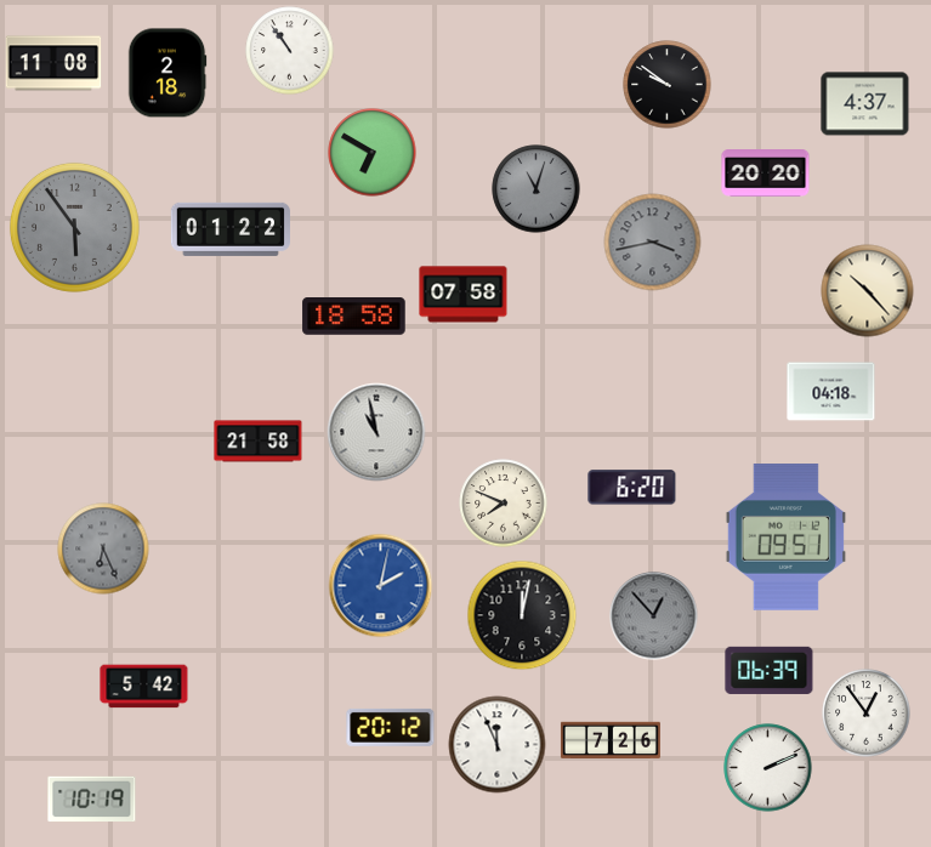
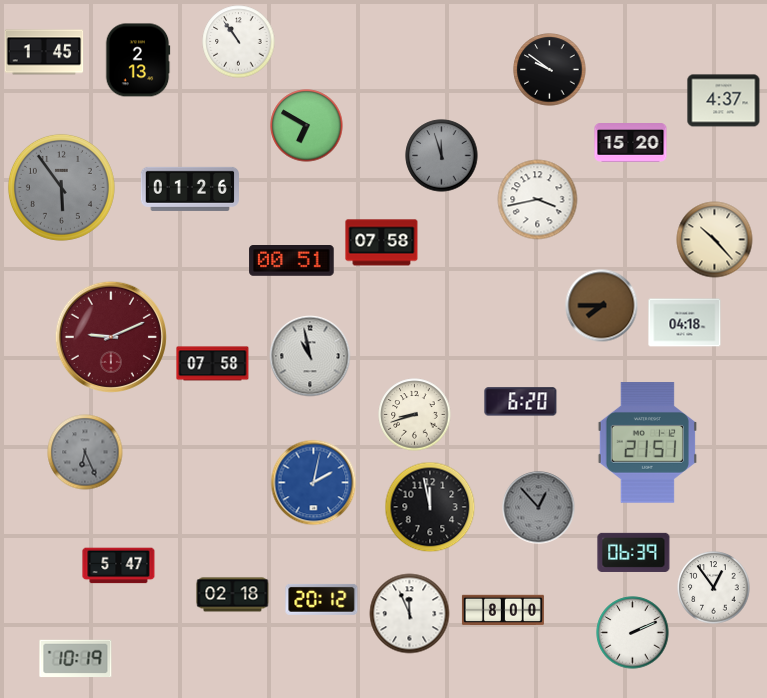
clock at (53, 63): 11:08 -> 1:45
clock at (168, 73): 2:18 -> 2:13
clock at (865, 104) position: (865, 104) -> (724, 101)
clock at (766, 174): 20:20 -> 15:20
clock at (537, 189): 11:03 -> 11:57
clock at (231, 229): 01:22 -> 01:26
clock at (653, 243) dial: grey -> white
clock at (354, 317): 18:58 -> 00:51
clock at (602, 306): none -> 7:45
clock at (111, 337): none -> 9:11
clock at (259, 442): 21:58 -> 07:58
clock at (504, 504): 7:49 -> 8:42
clock at (785, 538): 09:51 -> 21:51
clock at (522, 615): 12:02 -> 11:58
clock at (144, 687): 5:42 -> 5:47
clock at (233, 595): none -> 02:18
clock at (611, 740): 7:26 -> 8:00
